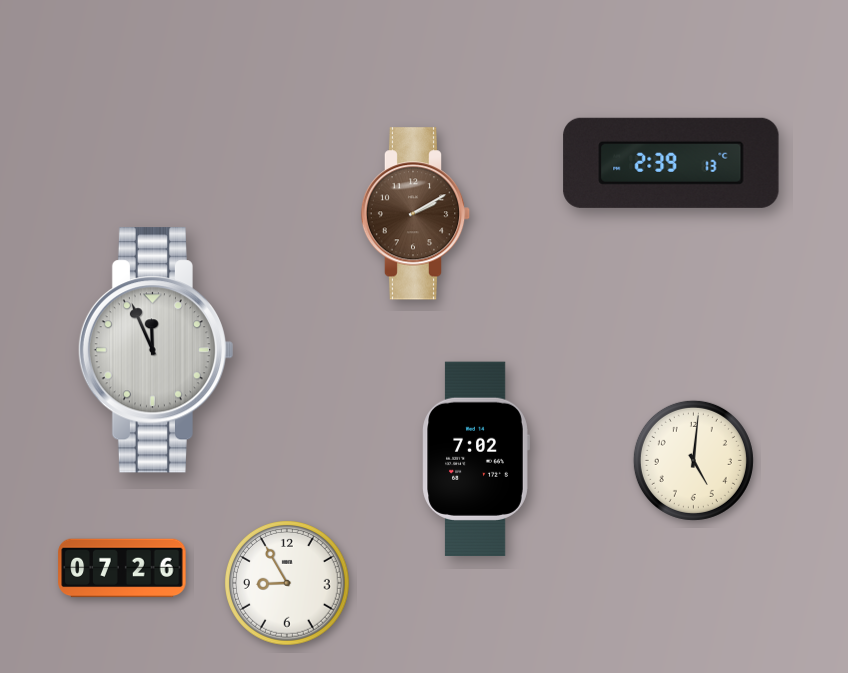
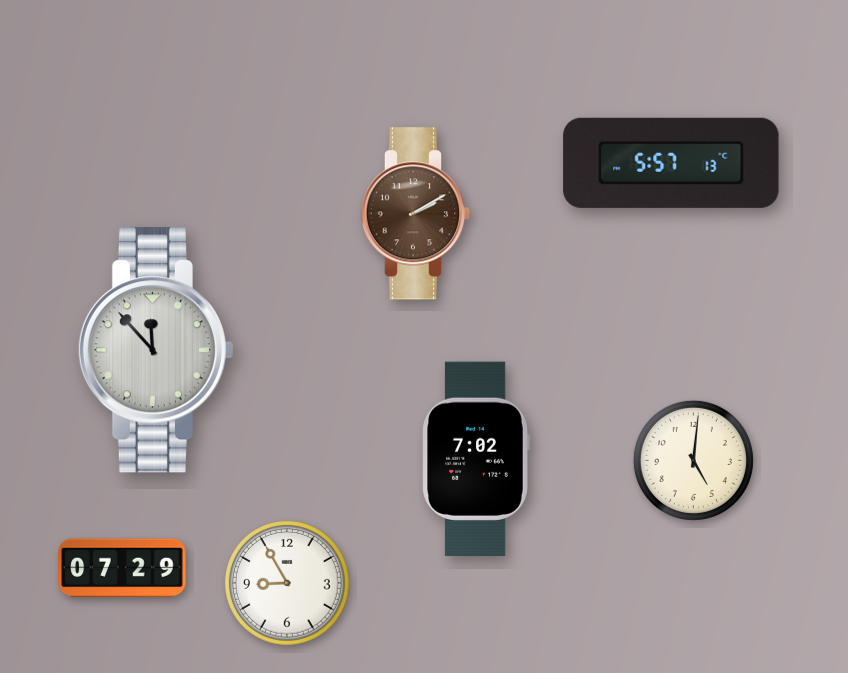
clock at (671, 163): 2:39 -> 5:57
clock at (156, 350): 11:56 -> 11:53
clock at (122, 568): 07:26 -> 07:29
